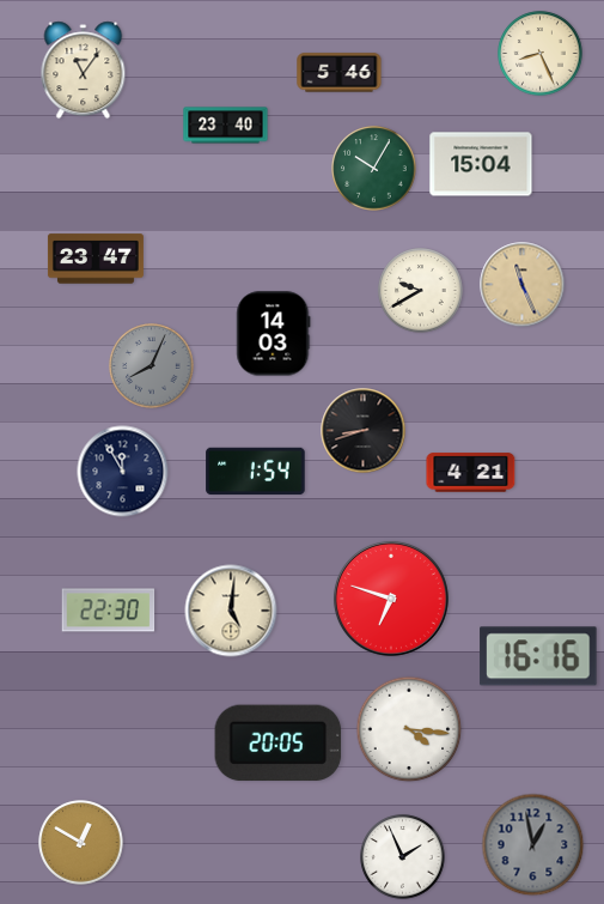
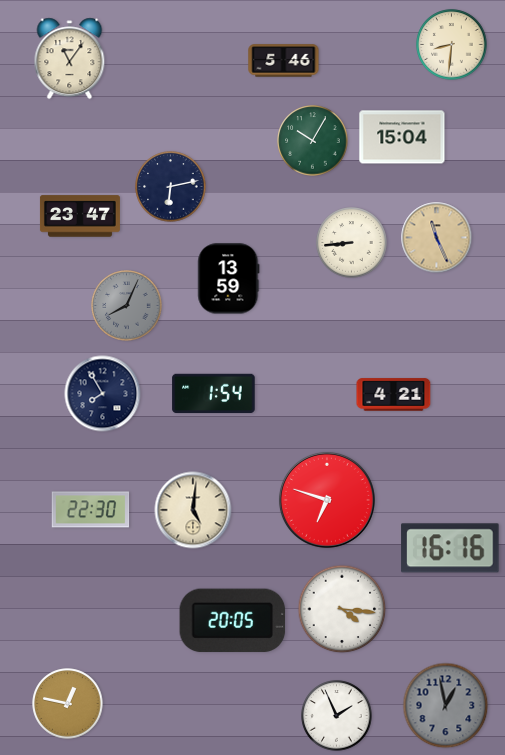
clock at (541, 54): 8:26 -> 8:31
clock at (226, 126): 23:40 -> none
clock at (171, 187): none -> 6:13
clock at (421, 291): 9:40 -> 8:44
clock at (274, 334): 14:03 -> 13:59
clock at (364, 431): 8:42 -> none
clock at (123, 472): 11:55 -> 7:55
clock at (81, 843): 12:50 -> 12:47
